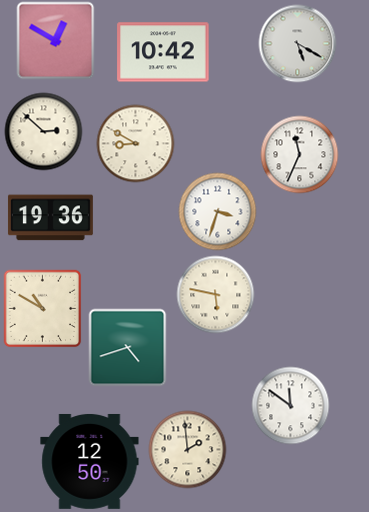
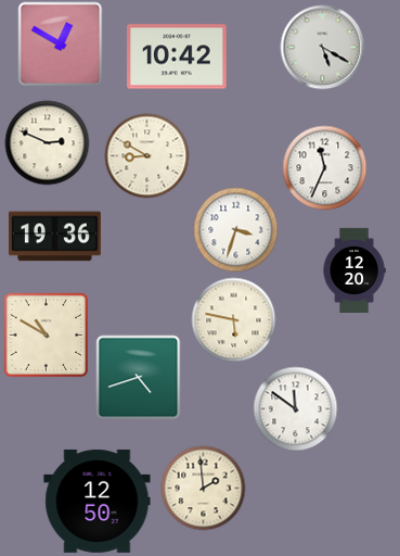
clock at (43, 131): 2:52 -> 2:49
clock at (354, 269): none -> 12:20
clock at (290, 405) position: (290, 405) -> (295, 408)
